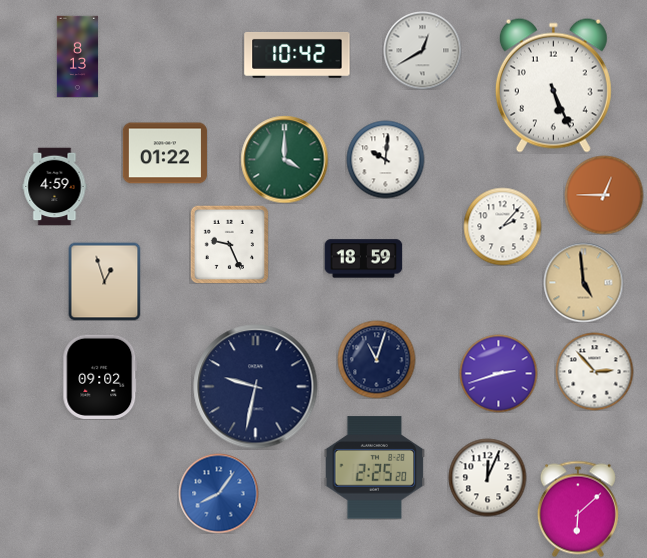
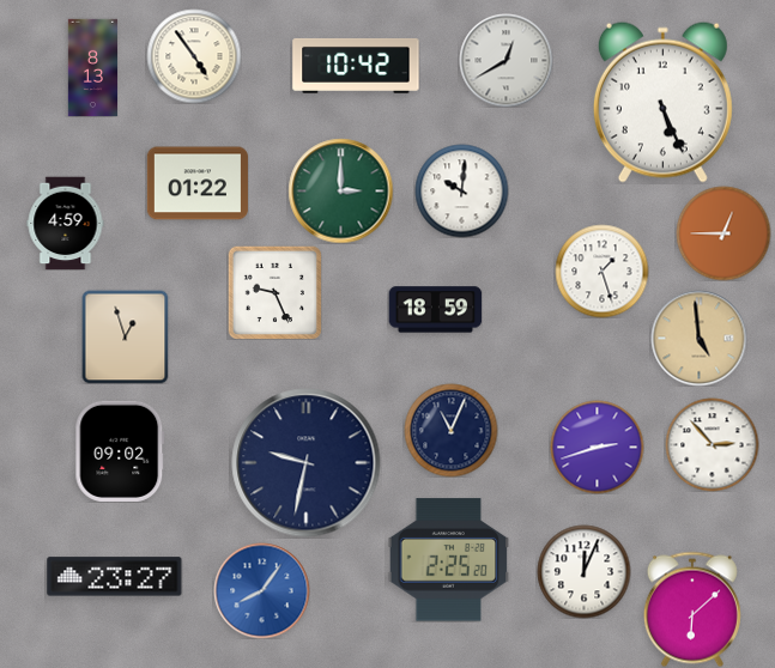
clock at (194, 56): none -> 4:54
clock at (284, 159): 4:00 -> 3:00
clock at (502, 226): 2:07 -> 1:27
clock at (376, 359): 11:03 -> 11:04
clock at (115, 577): none -> 23:27
